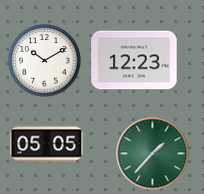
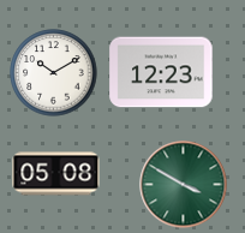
clock at (47, 145): 05:05 -> 05:08
clock at (153, 154): 1:37 -> 3:50
